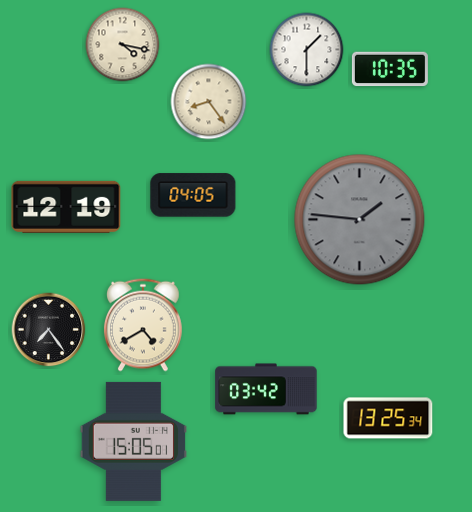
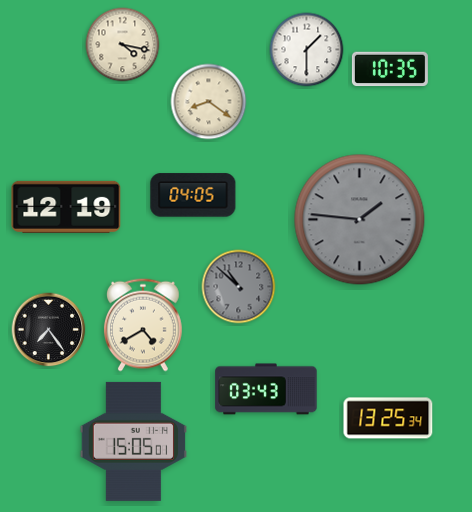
clock at (209, 102): 8:24 -> 8:21
clock at (239, 287): none -> 10:52
clock at (266, 389): 03:42 -> 03:43
